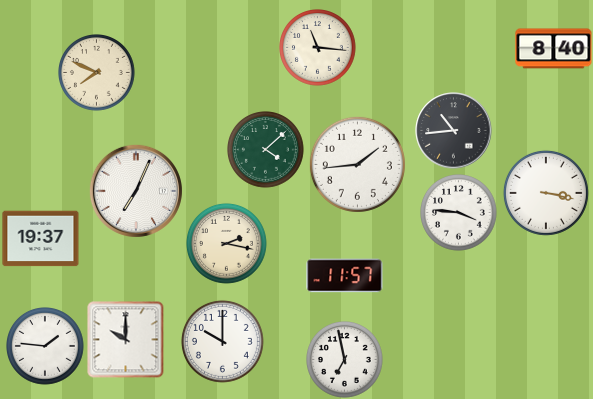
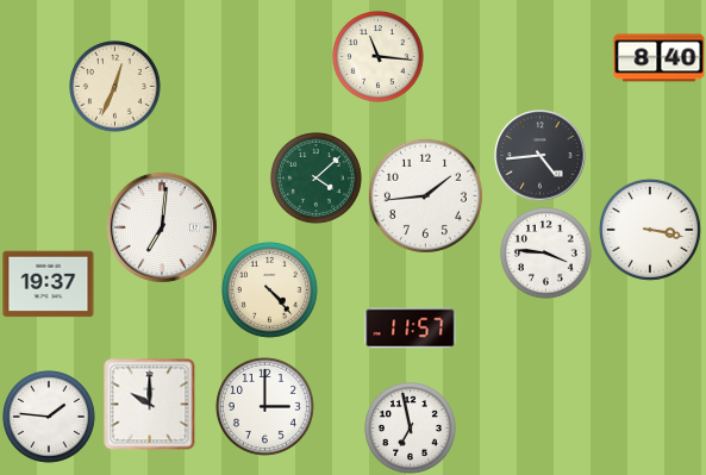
clock at (97, 73): 7:49 -> 12:34
clock at (454, 131): 10:44 -> 4:44
clock at (136, 191): 7:04 -> 7:01
clock at (226, 243): 2:17 -> 4:23
clock at (222, 341): 10:00 -> 3:00
clock at (46, 347) position: (46, 347) -> (50, 418)
